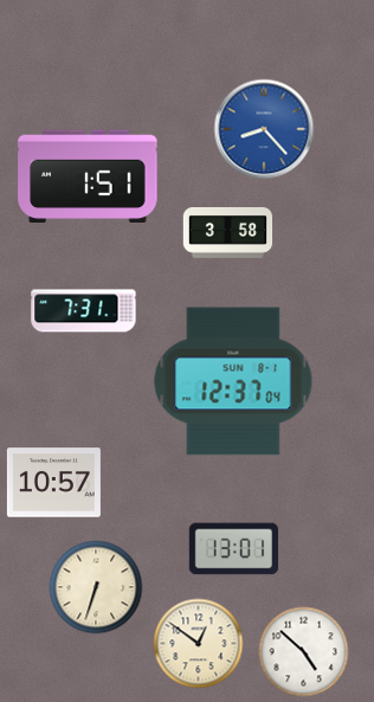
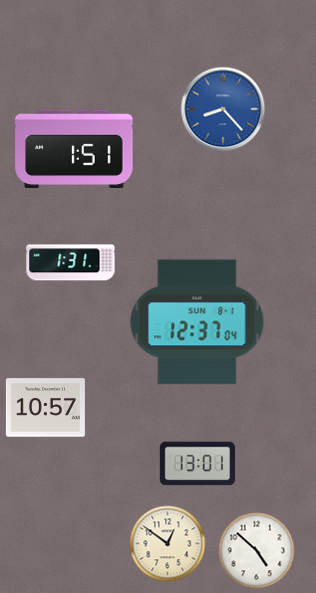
clock at (228, 233): 3:58 -> none
clock at (84, 311): 7:31 -> 1:31
clock at (96, 587): 6:33 -> none
